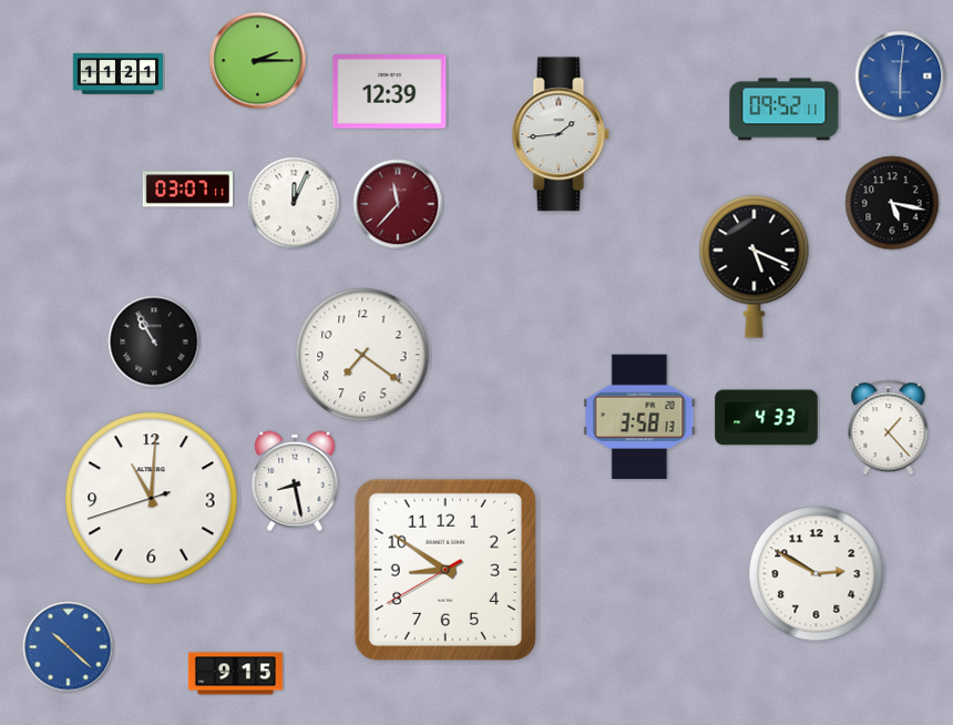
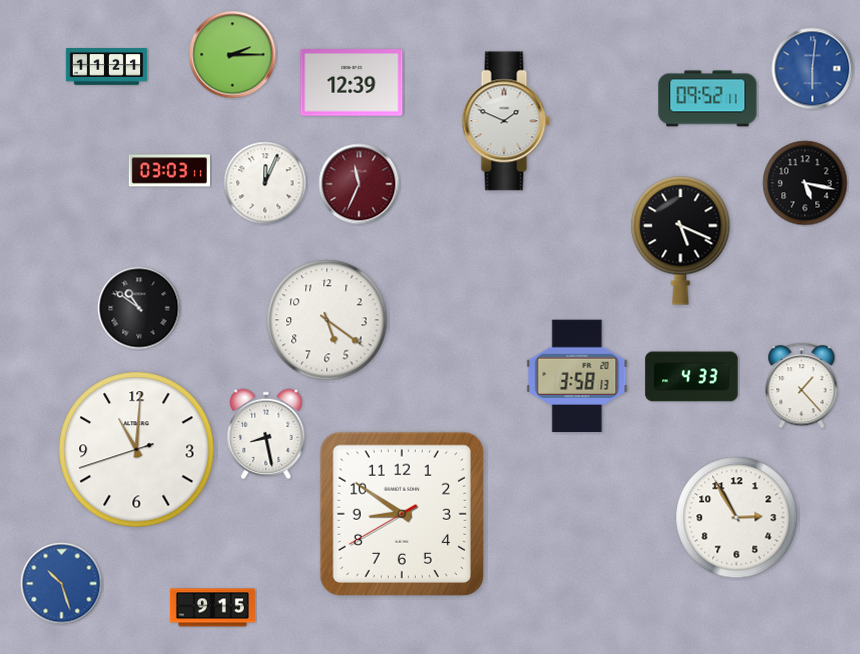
clock at (561, 134): 1:44 -> 1:49
clock at (187, 190): 03:07 -> 03:03
clock at (398, 204): 11:37 -> 11:34
clock at (154, 341): 10:55 -> 10:51
clock at (362, 355): 7:21 -> 5:21
clock at (817, 574): 2:50 -> 2:55
clock at (69, 647): 10:22 -> 10:27
